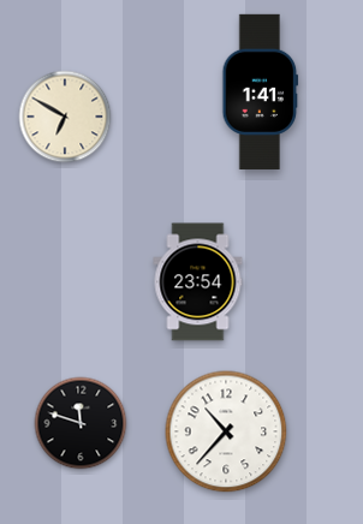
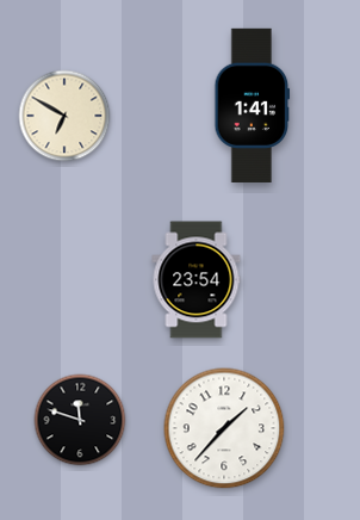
clock at (261, 91) position: (261, 91) -> (253, 105)
clock at (226, 431): 10:37 -> 1:37
